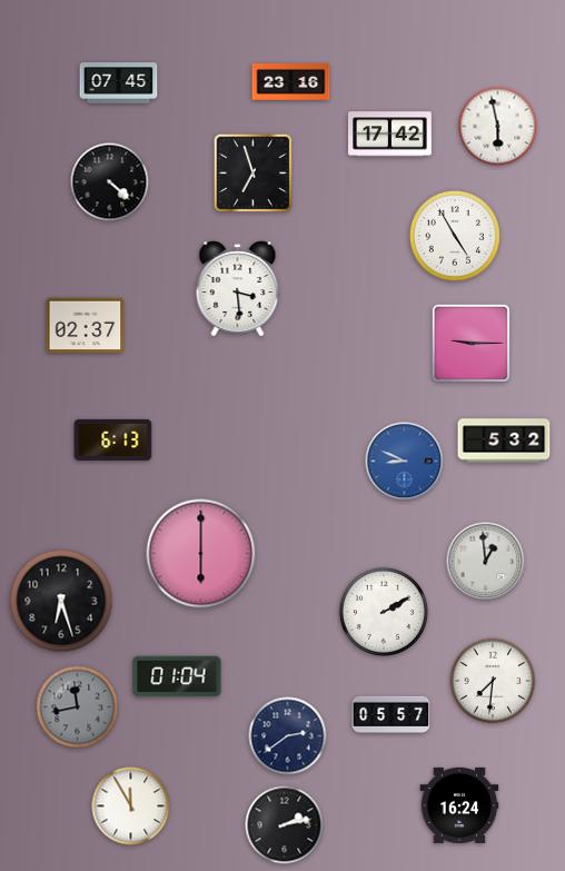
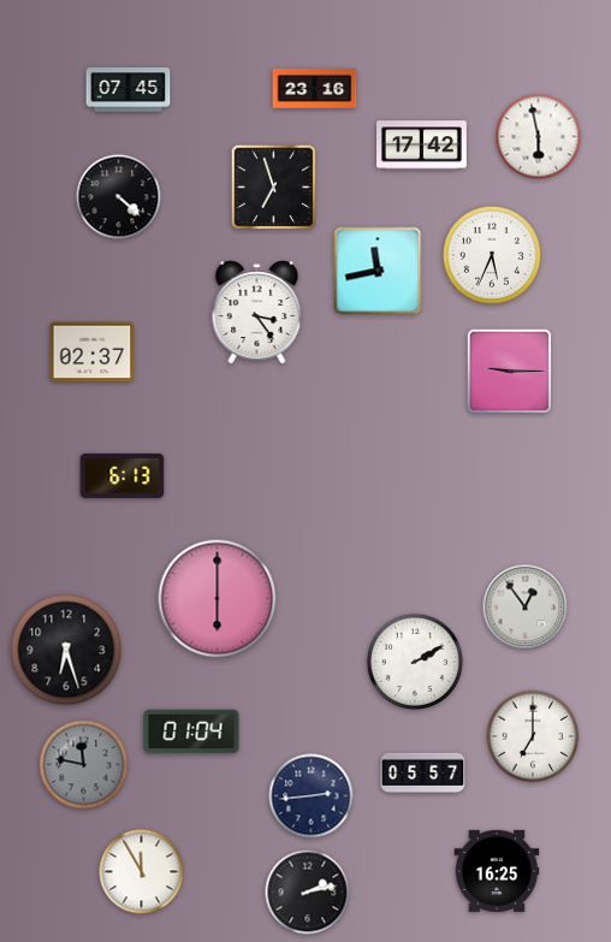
clock at (455, 236): 4:55 -> 5:34
clock at (378, 271): none -> 11:43
clock at (238, 289): 3:29 -> 3:24
clock at (504, 441): 5:32 -> none
clock at (405, 462): 8:49 -> none
clock at (486, 562): 12:59 -> 12:54
clock at (493, 681): 7:31 -> 7:00
clock at (78, 707): 11:43 -> 11:47
clock at (288, 736): 2:39 -> 2:44
clock at (459, 805): 16:24 -> 16:25
